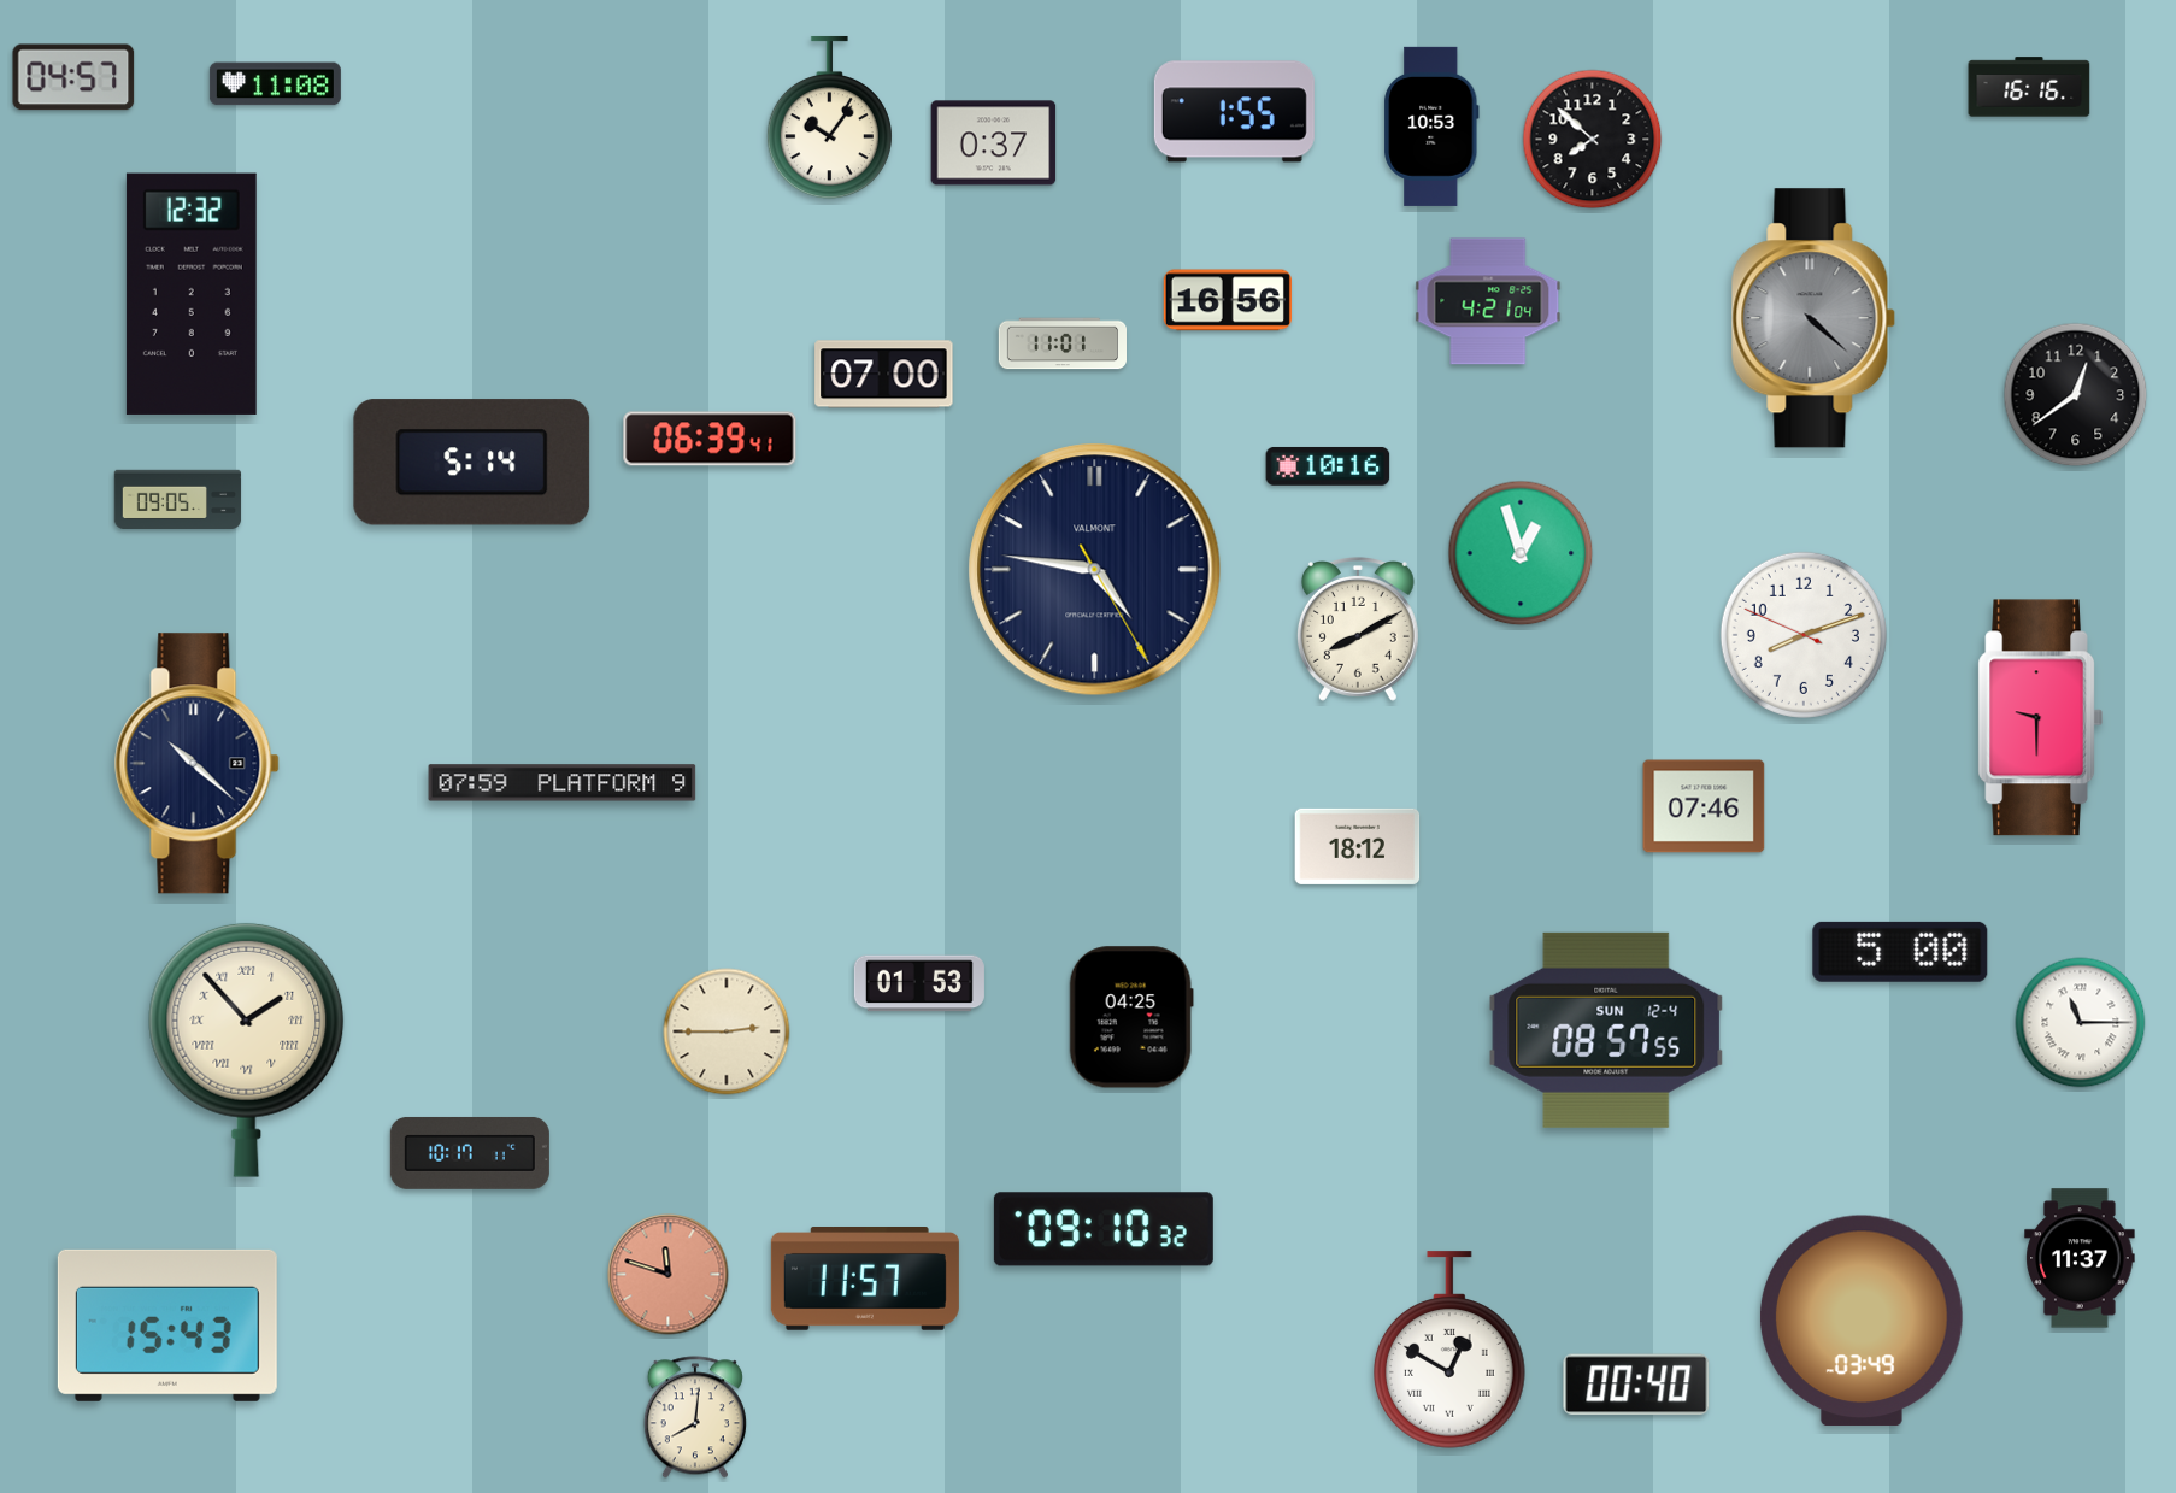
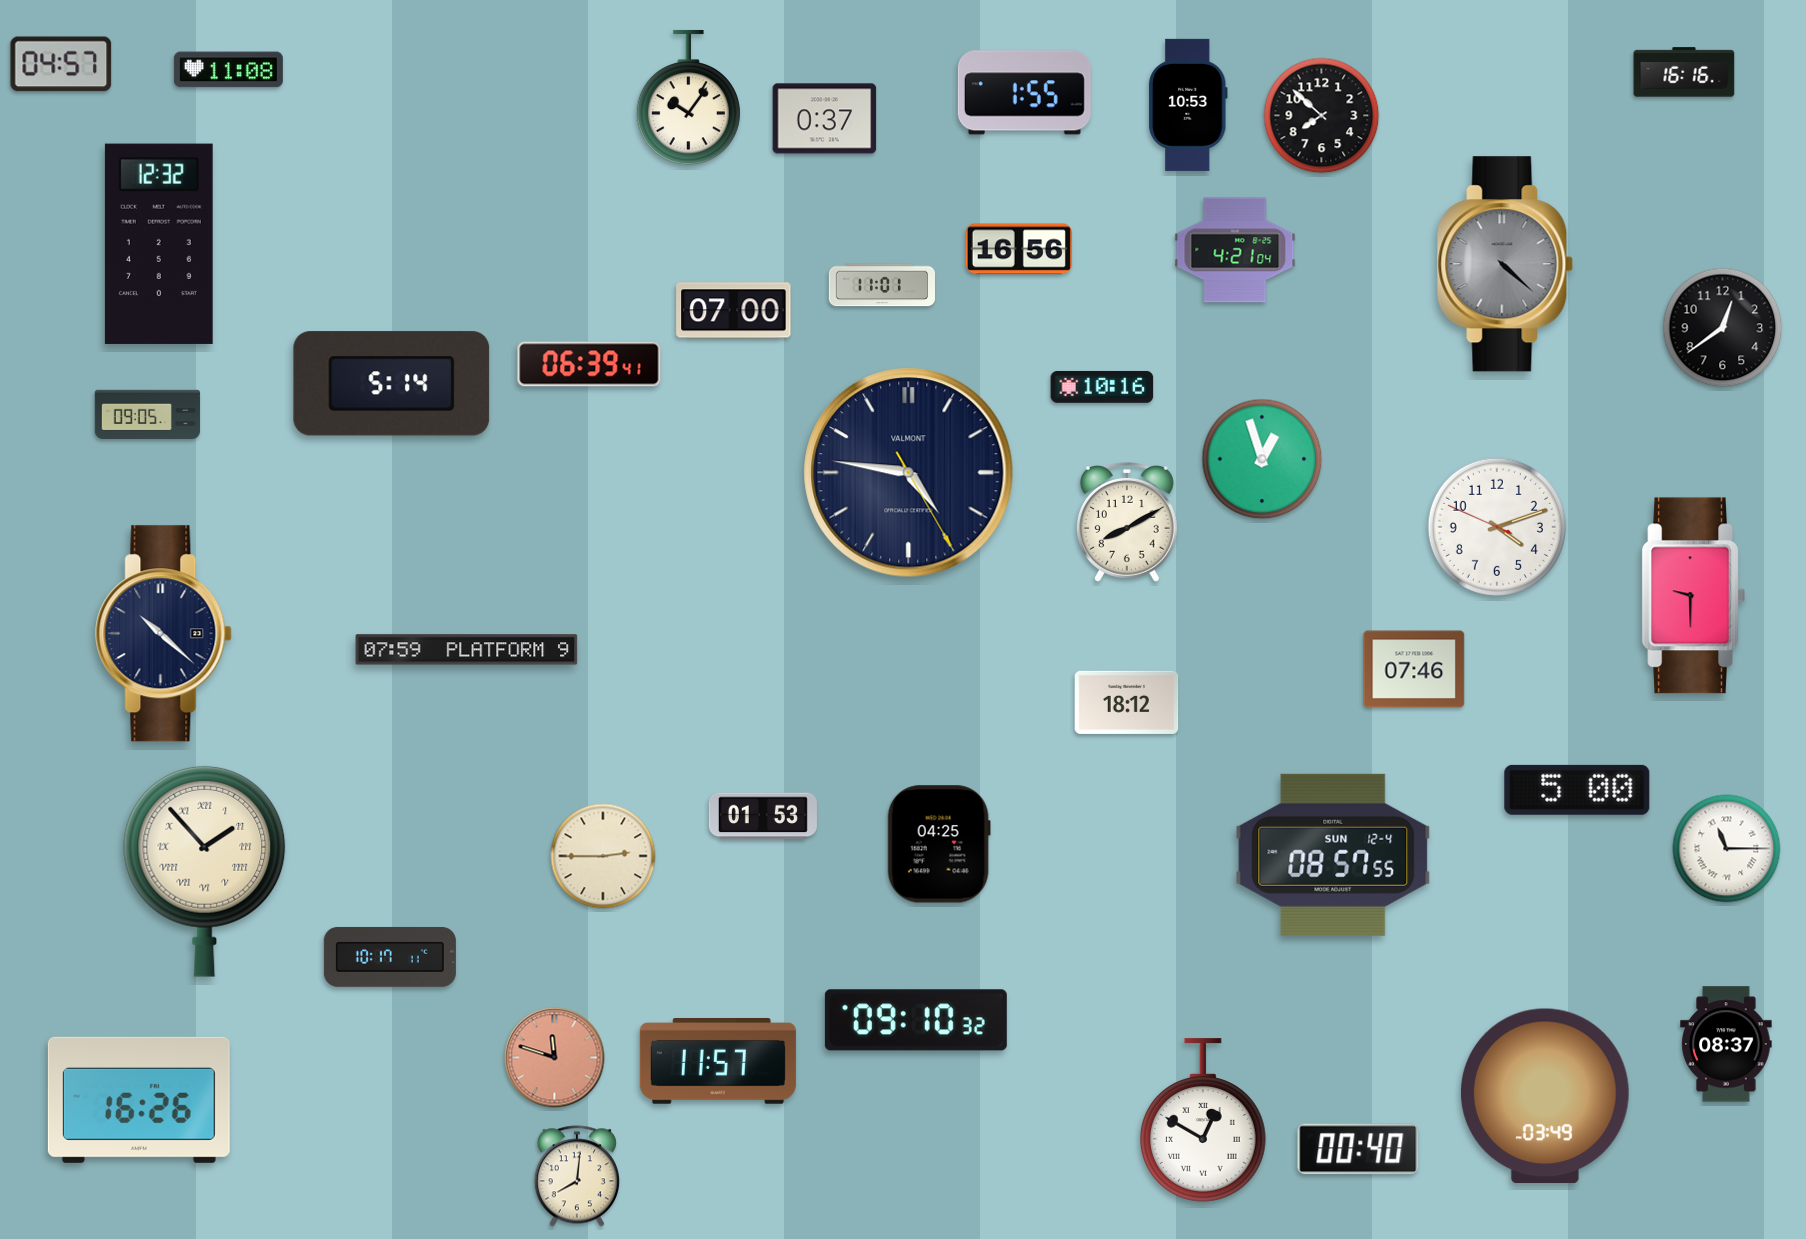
clock at (1804, 635): 8:11 -> 4:11
clock at (2080, 1258): 11:37 -> 08:37
clock at (167, 1326): 15:43 -> 16:26
